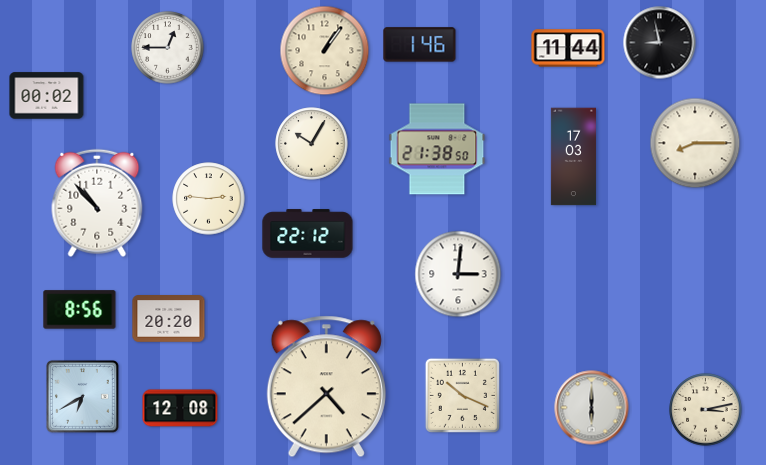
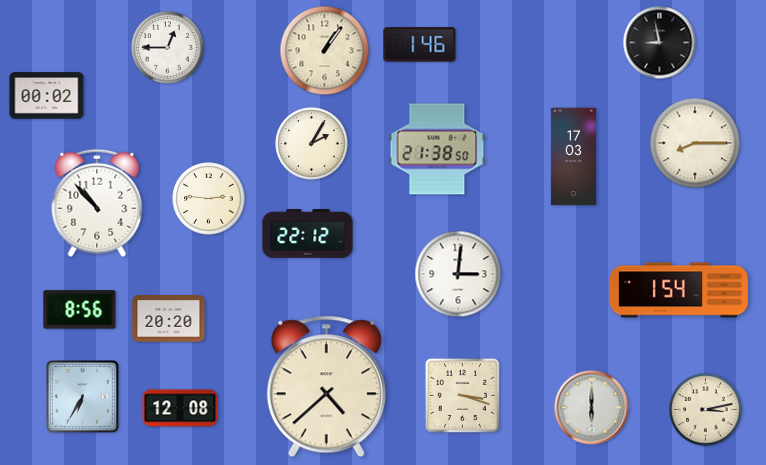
clock at (568, 48): 11:44 -> none
clock at (312, 144): 10:05 -> 2:05
clock at (679, 290): none -> 1:54
clock at (462, 395): 10:19 -> 3:18
clock at (83, 397): 6:40 -> 6:35
